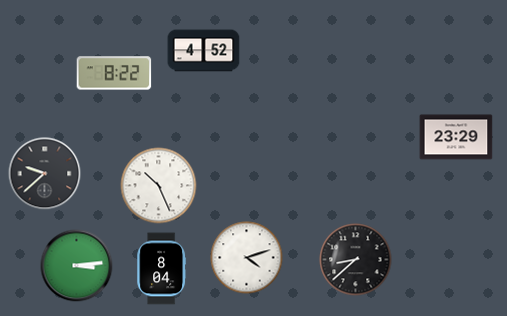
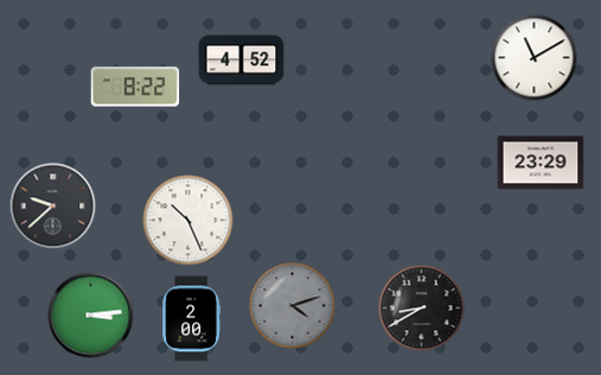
clock at (535, 58): none -> 11:10
clock at (247, 258) dial: white -> grey
clock at (356, 260): 8:38 -> 8:40
clock at (161, 269): 8:04 -> 2:00
